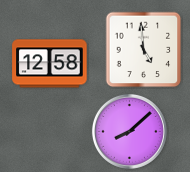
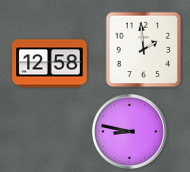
clock at (144, 50): 4:59 -> 1:59
clock at (129, 131): 8:08 -> 8:47
